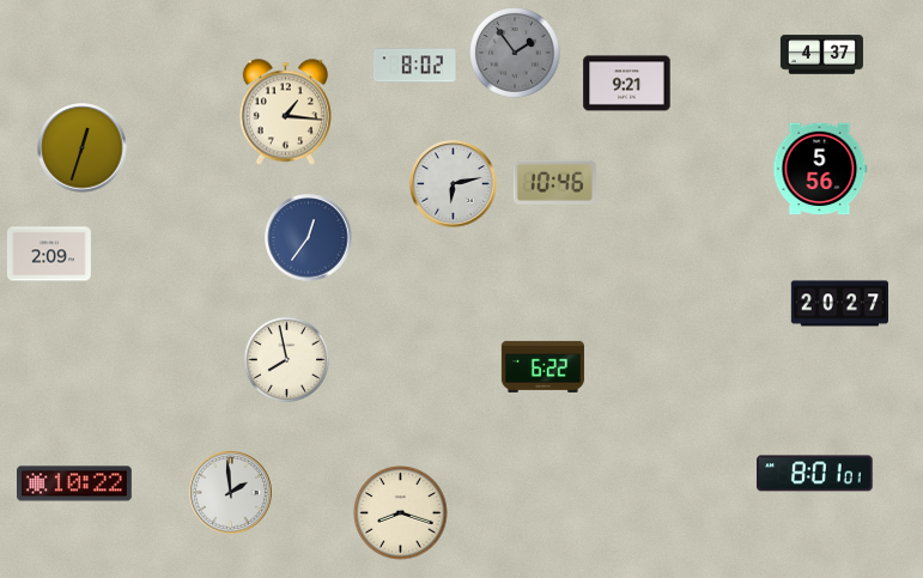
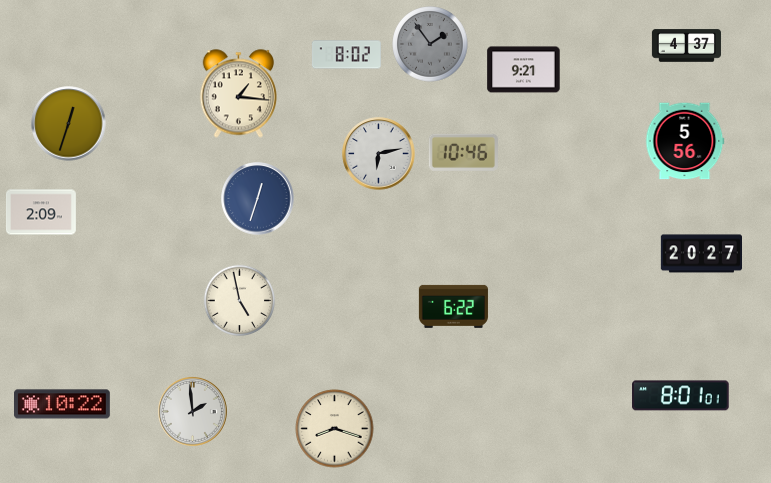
clock at (309, 238): 12:36 -> 12:33
clock at (287, 360): 7:58 -> 4:58
